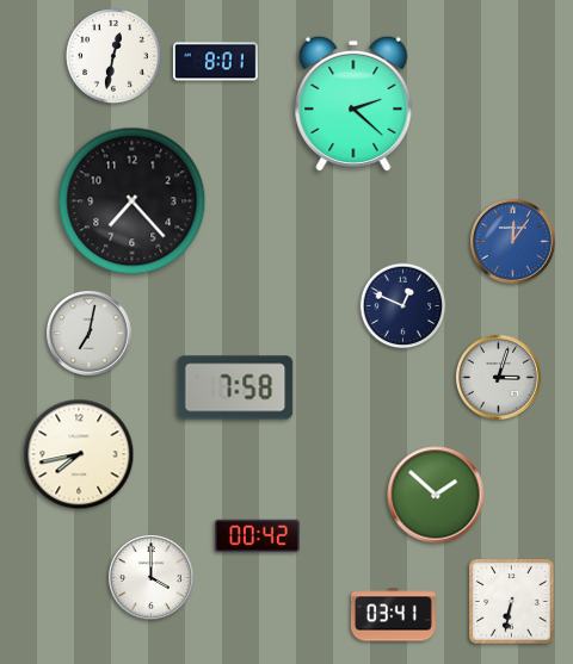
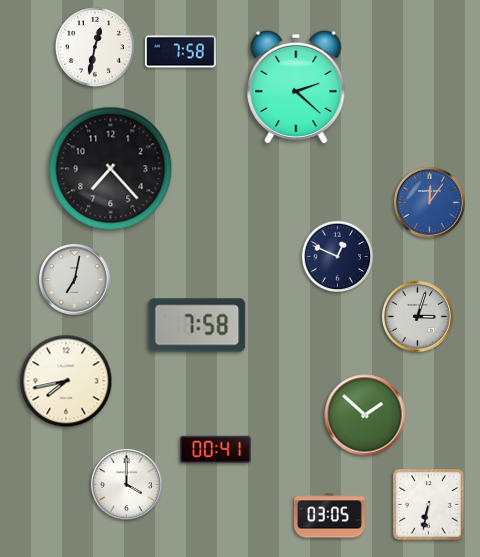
clock at (215, 62): 8:01 -> 7:58
clock at (257, 536): 00:42 -> 00:41
clock at (393, 615): 03:41 -> 03:05
